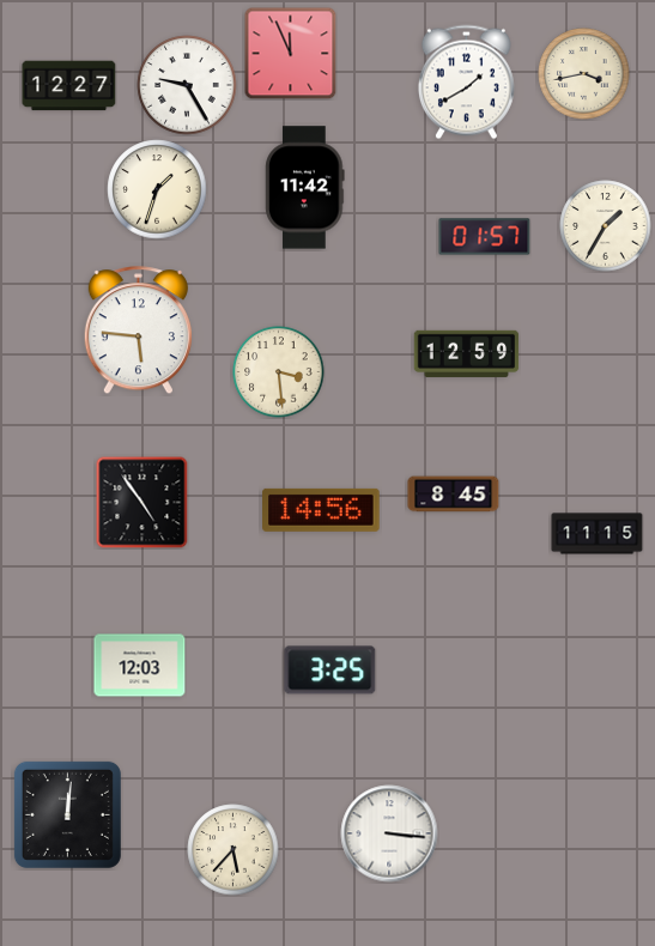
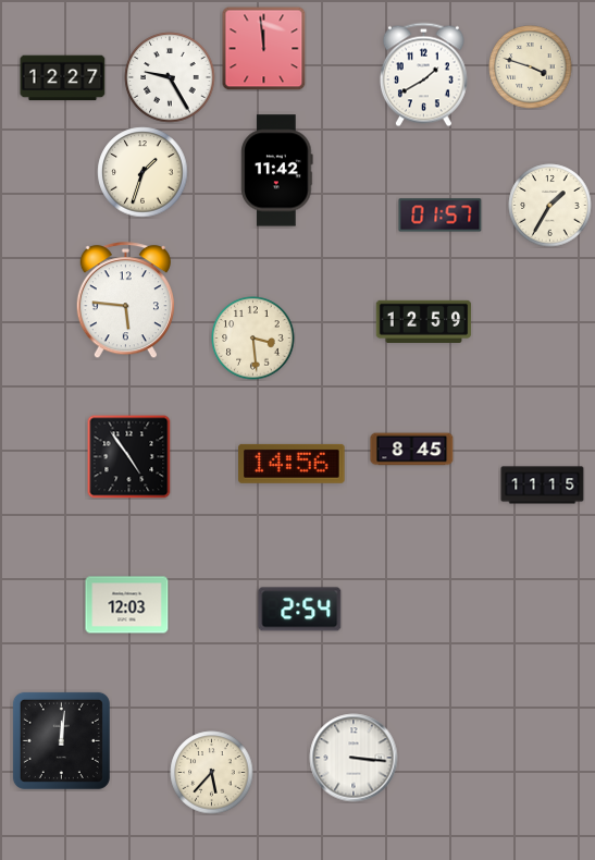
clock at (290, 53): 11:56 -> 11:59
clock at (584, 74): 3:43 -> 3:48
clock at (330, 671): 3:25 -> 2:54
